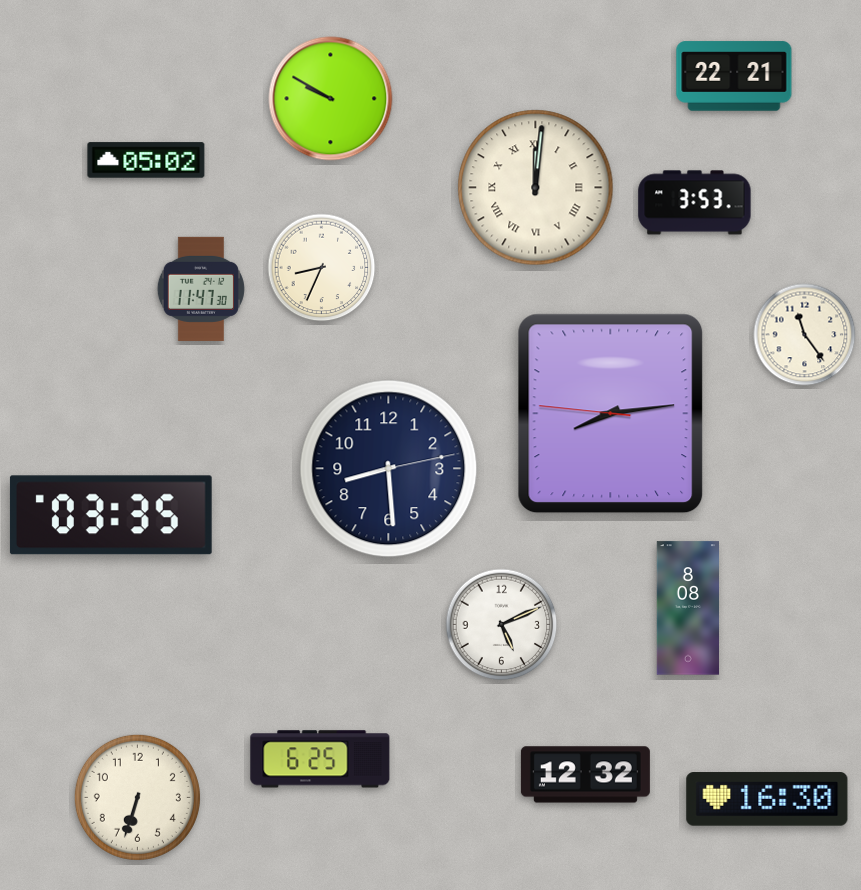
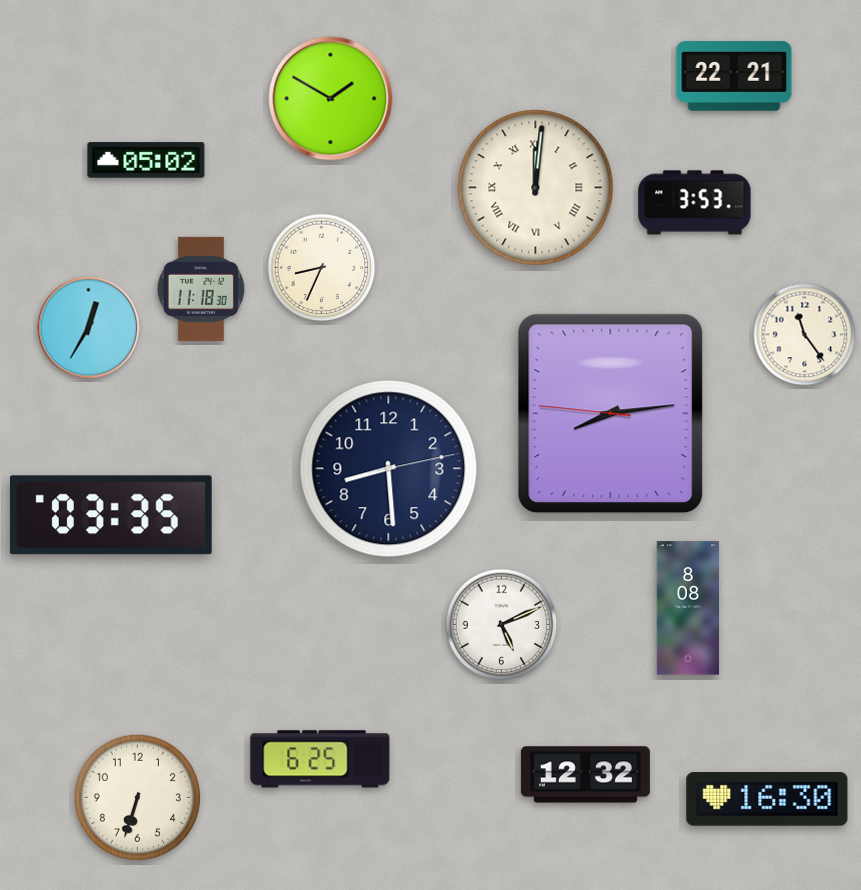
clock at (331, 99): 9:50 -> 1:50
clock at (201, 289): 11:47 -> 11:18
clock at (89, 328): none -> 12:35
